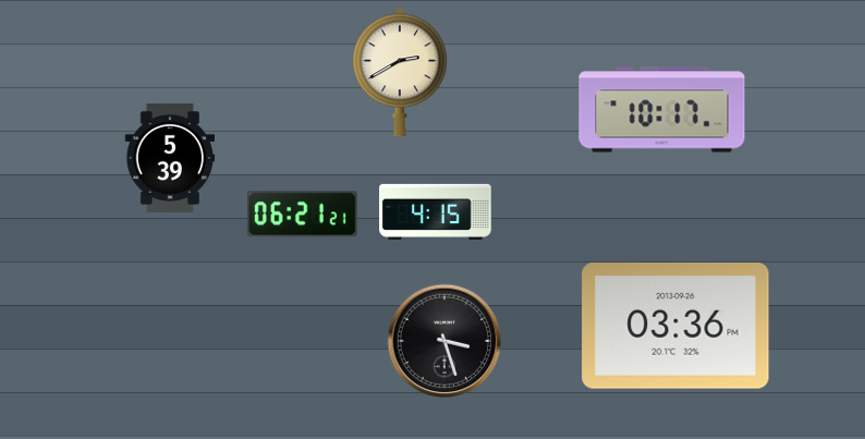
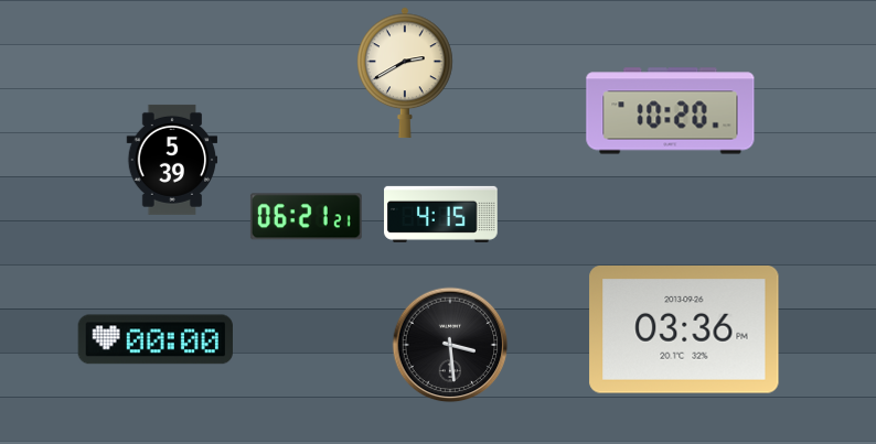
clock at (662, 110): 10:17 -> 10:20
clock at (154, 339): none -> 00:00
clock at (444, 341): 3:27 -> 3:29
